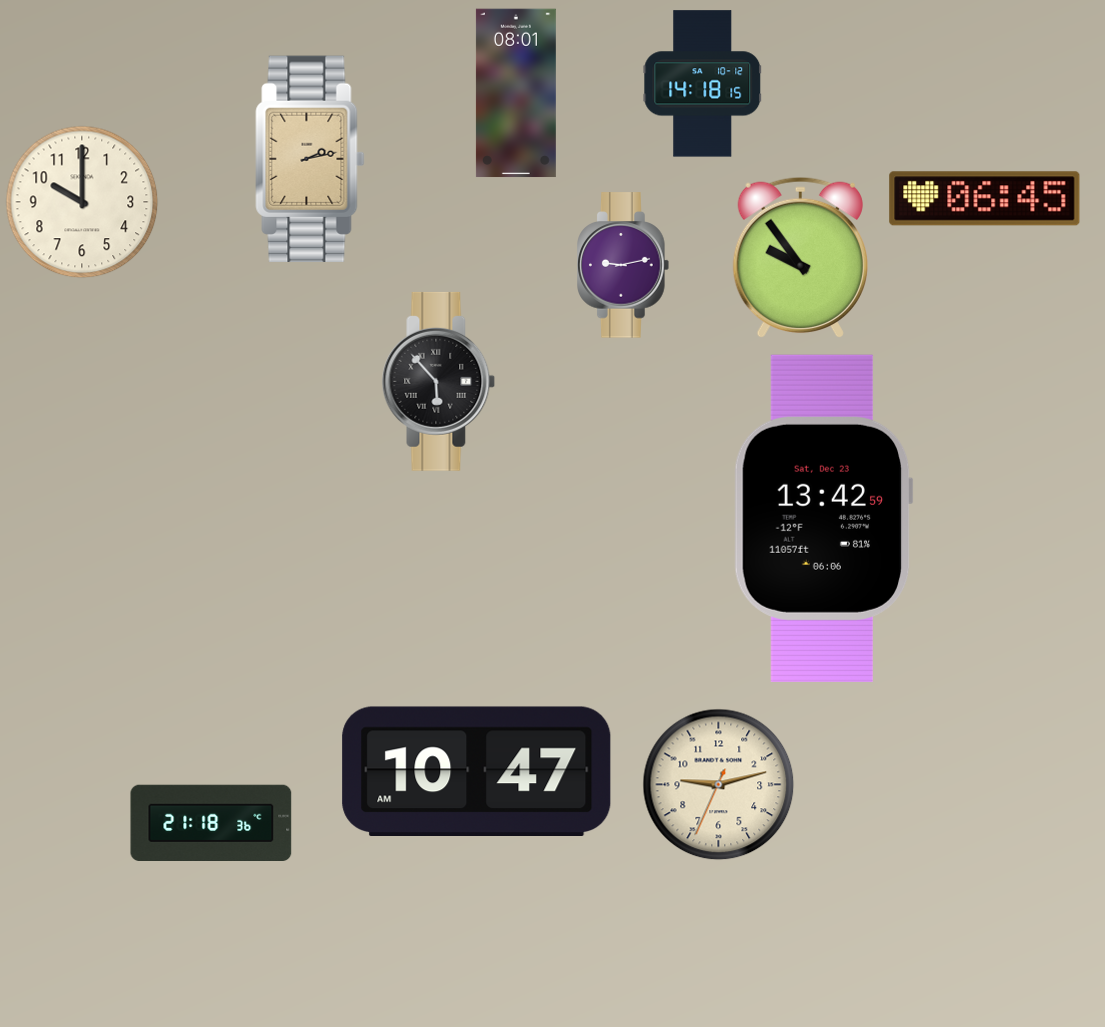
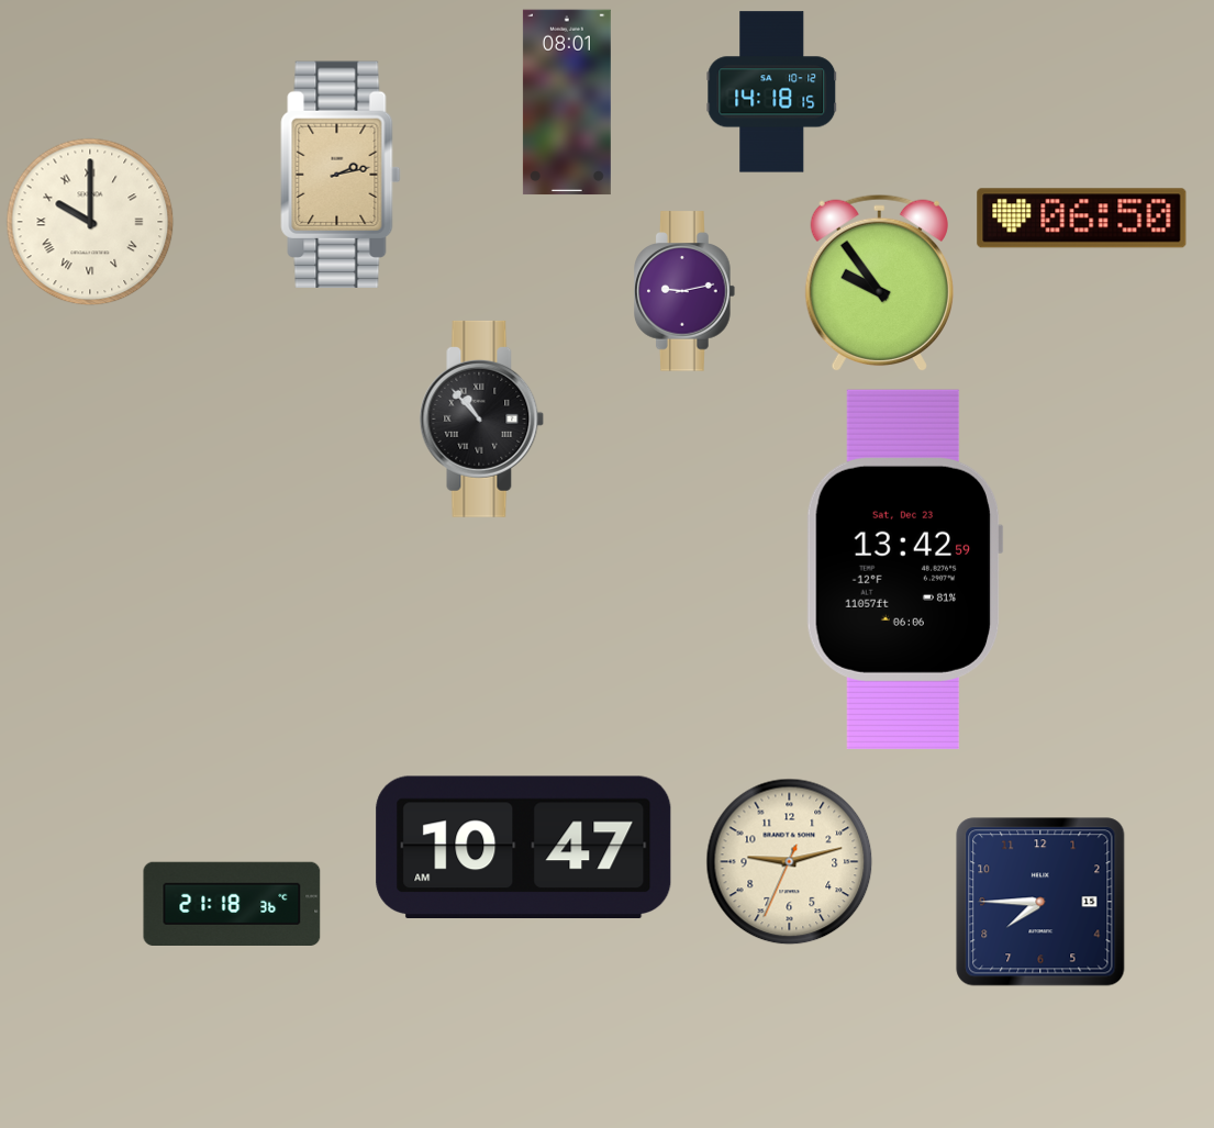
clock at (985, 199): 06:45 -> 06:50
clock at (82, 202) numerals: Arabic -> Roman
clock at (439, 381): 5:53 -> 10:53
clock at (1040, 902): none -> 7:45
